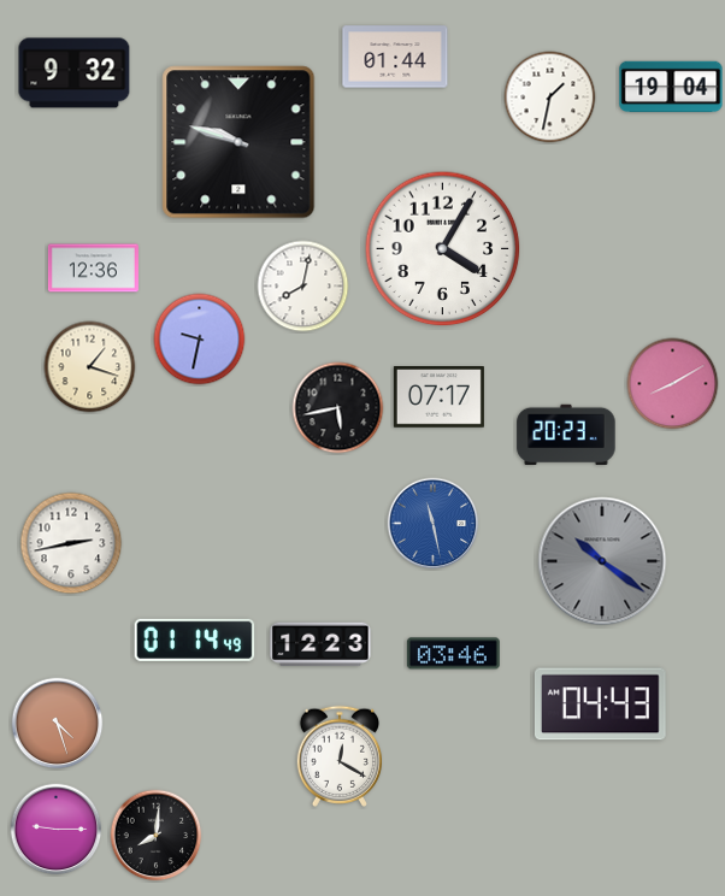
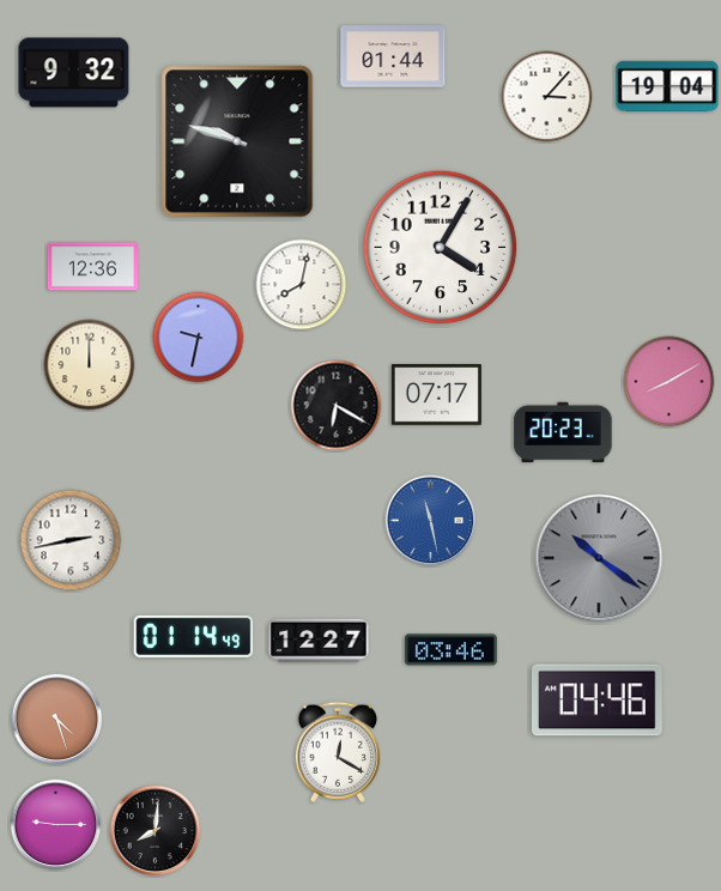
clock at (550, 98): 1:32 -> 3:07
clock at (90, 367): 1:18 -> 12:00
clock at (338, 408): 5:43 -> 6:20
clock at (320, 644): 12:23 -> 12:27
clock at (600, 705): 04:43 -> 04:46
